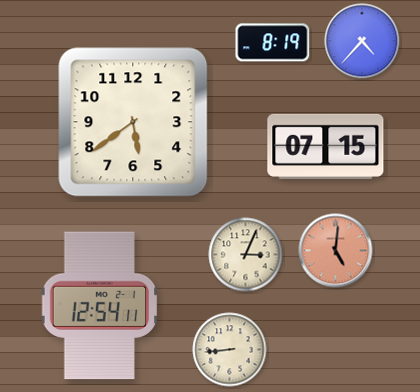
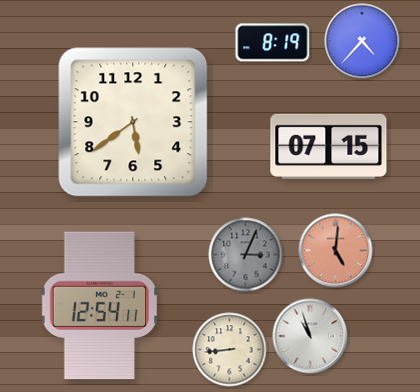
clock at (326, 146) position: (326, 146) -> (329, 146)
clock at (246, 255) dial: cream -> grey
clock at (310, 336): none -> 10:57
